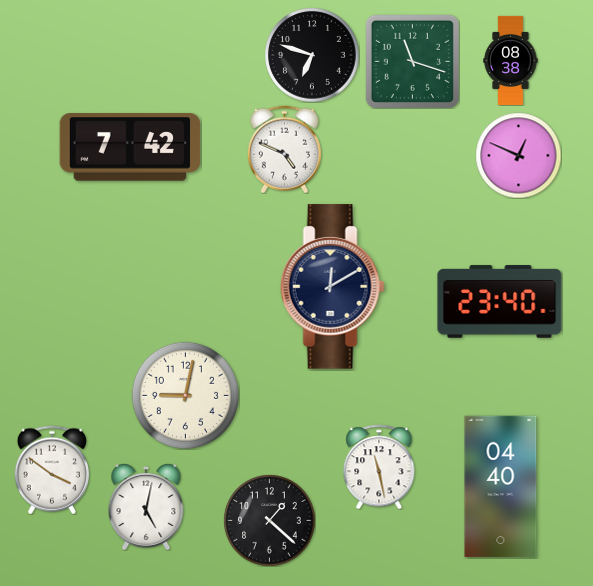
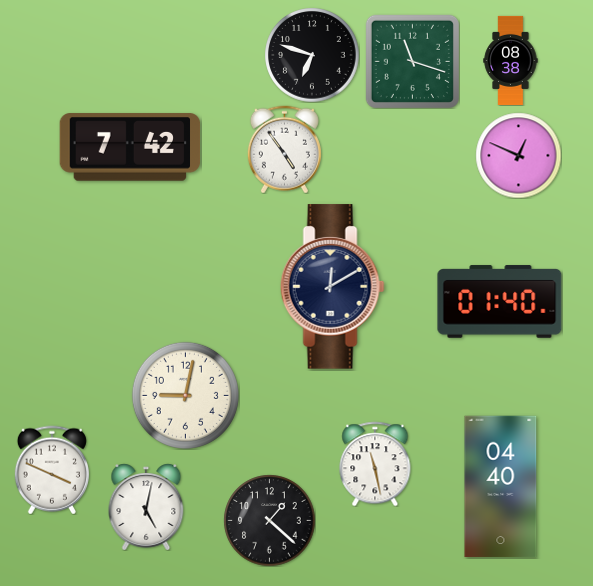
clock at (284, 149): 4:49 -> 4:54
clock at (500, 302): 23:40 -> 01:40
clock at (379, 467) position: (379, 467) -> (375, 464)
clock at (52, 470): 3:51 -> 3:49
